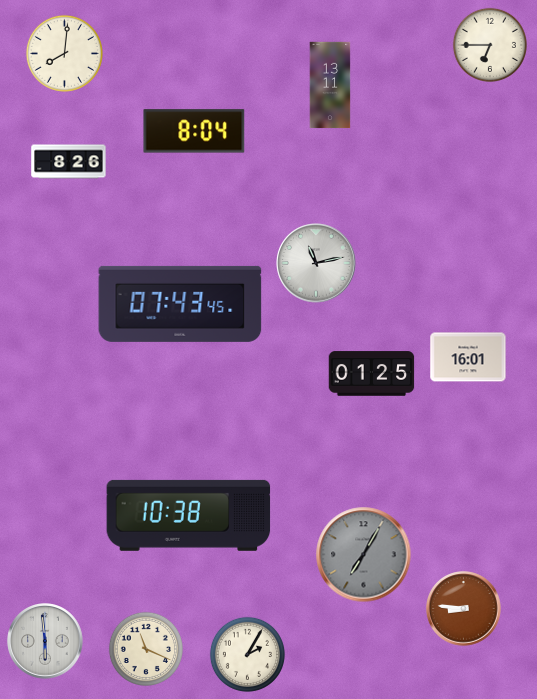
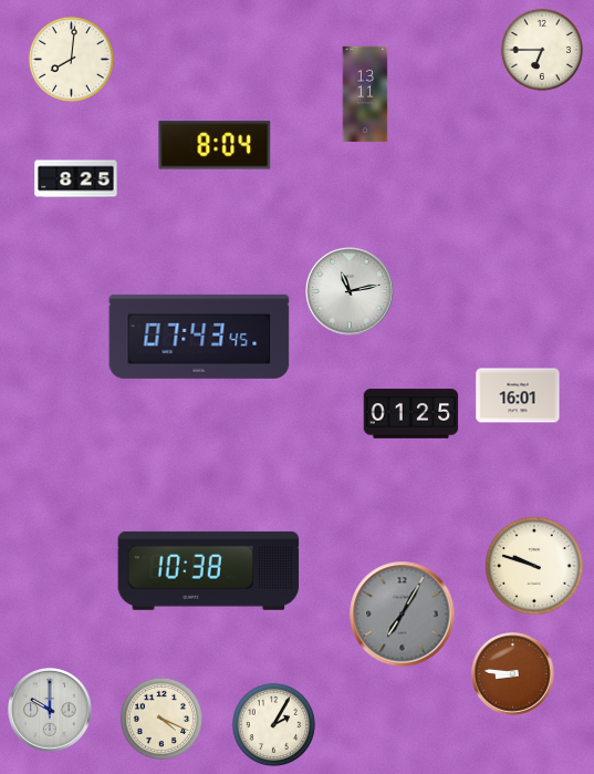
clock at (69, 162): 8:26 -> 8:25
clock at (534, 566): none -> 9:48
clock at (45, 641): 5:59 -> 10:00
clock at (145, 648): 11:19 -> 4:19
